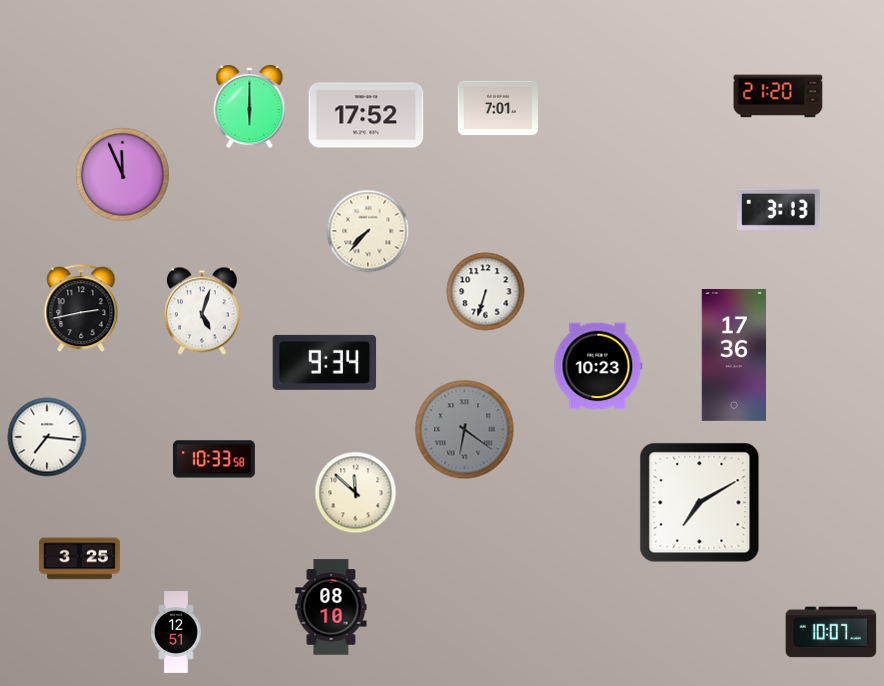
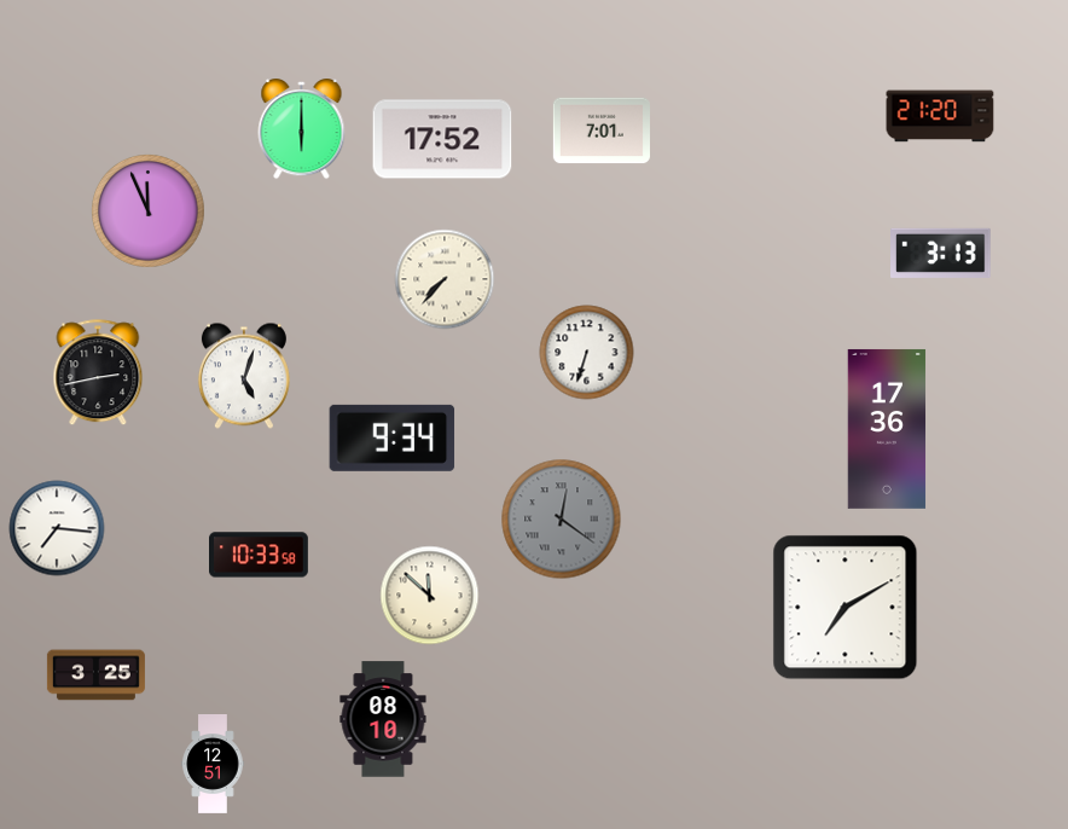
clock at (598, 366): 10:23 -> none
clock at (465, 430): 6:21 -> 12:21
clock at (331, 607) position: (331, 607) -> (383, 719)
clock at (831, 632): 10:07 -> none
